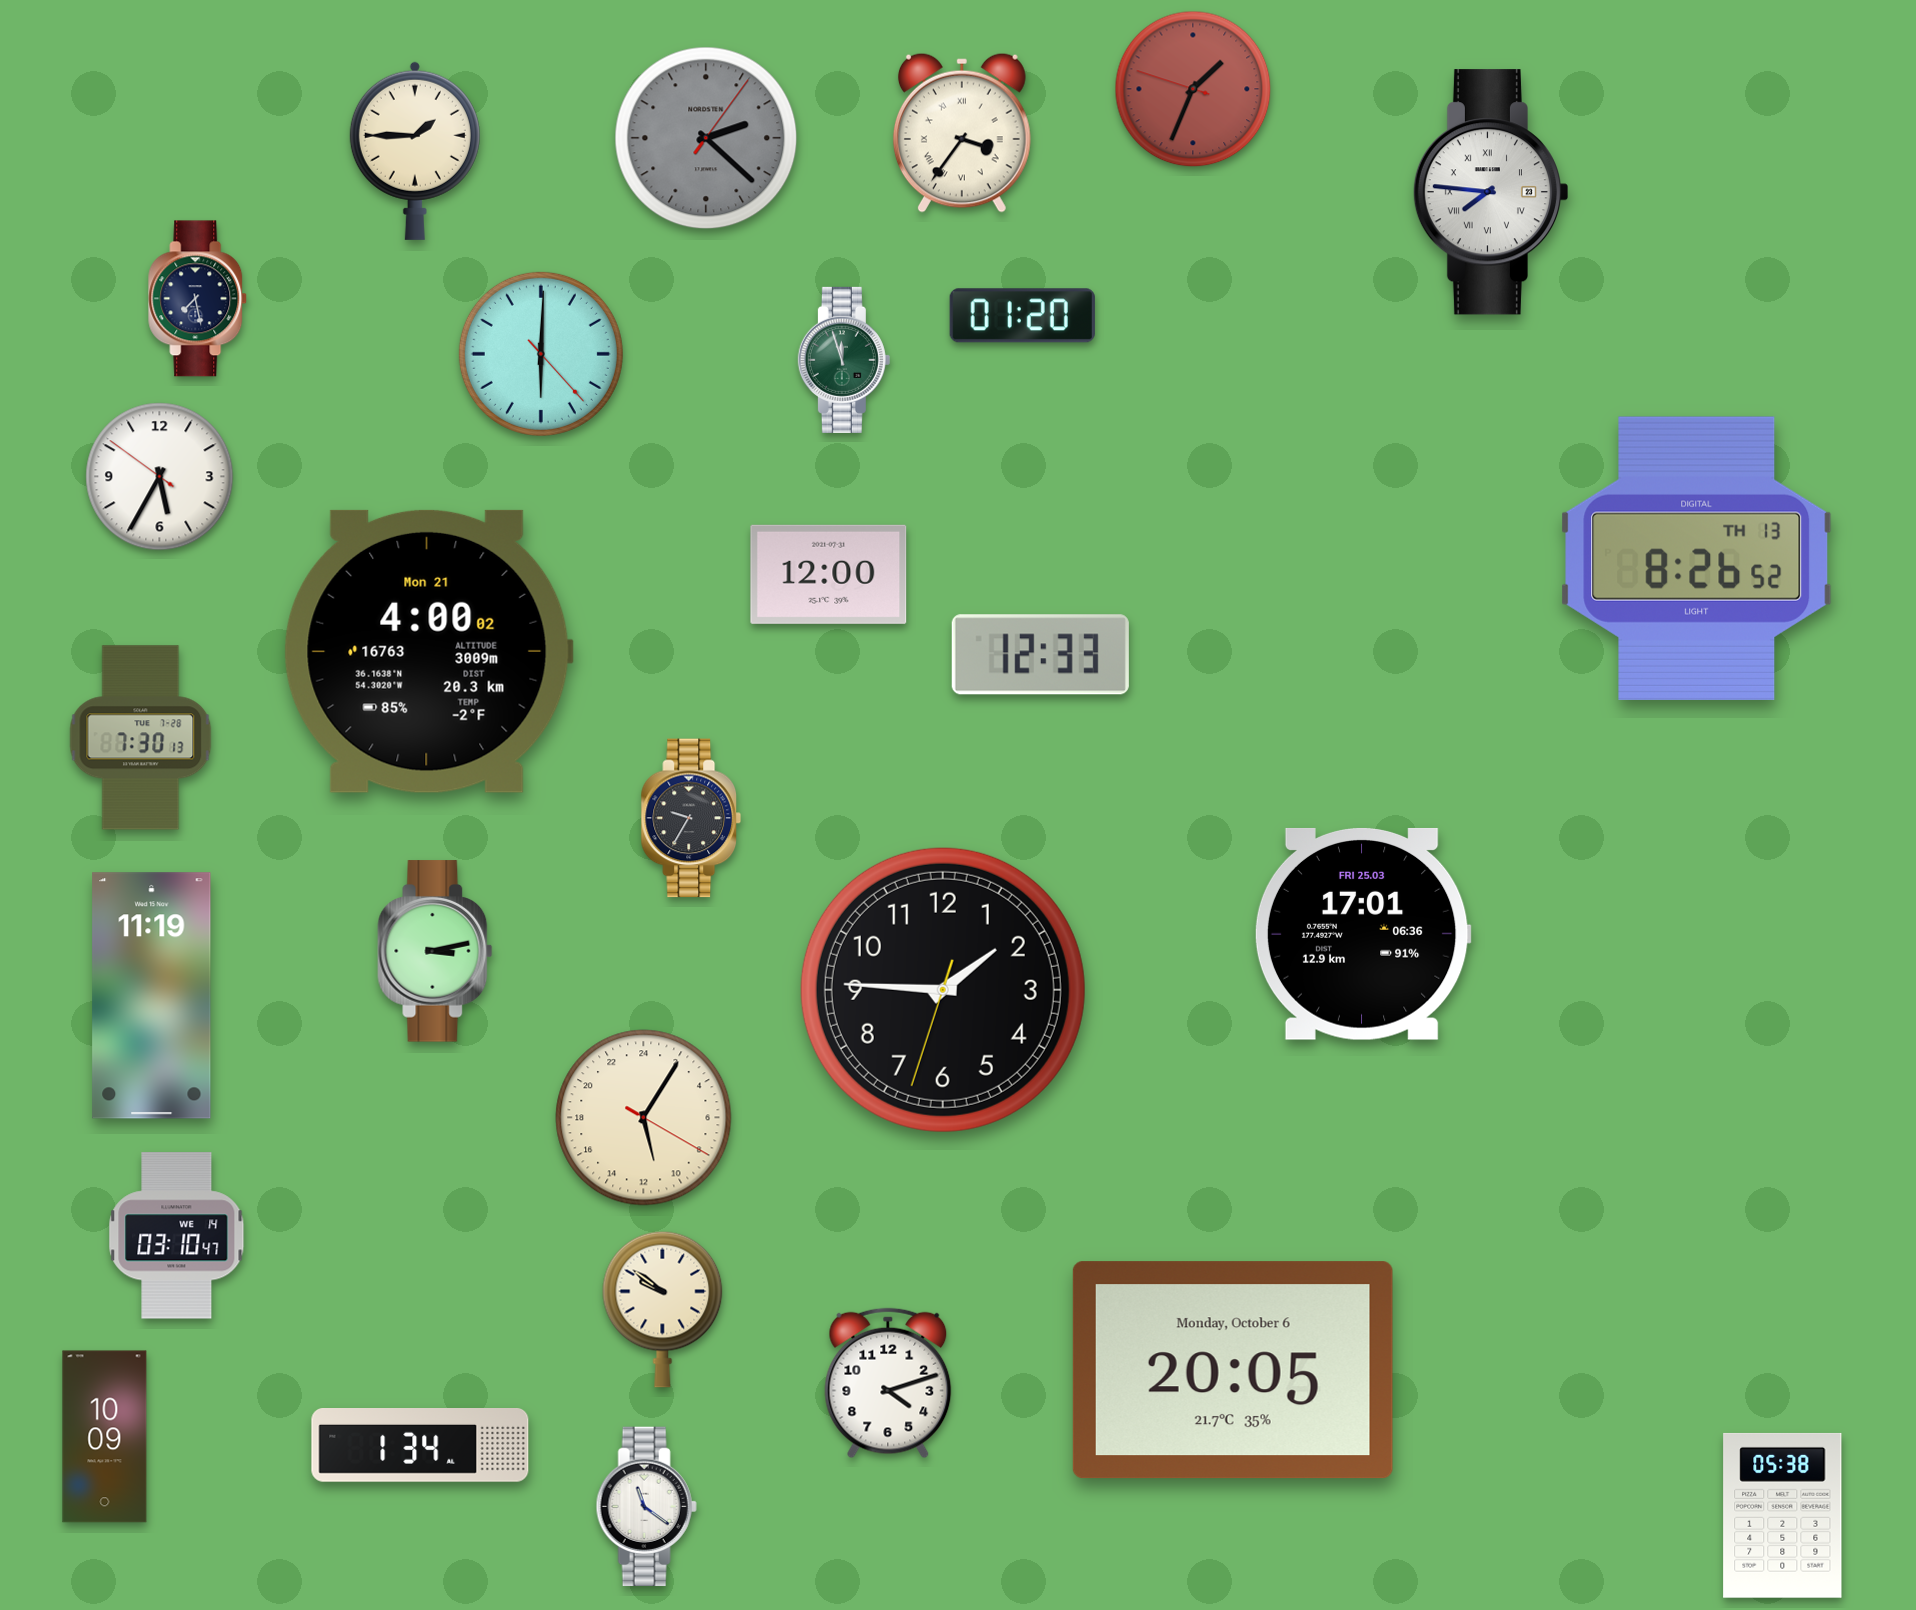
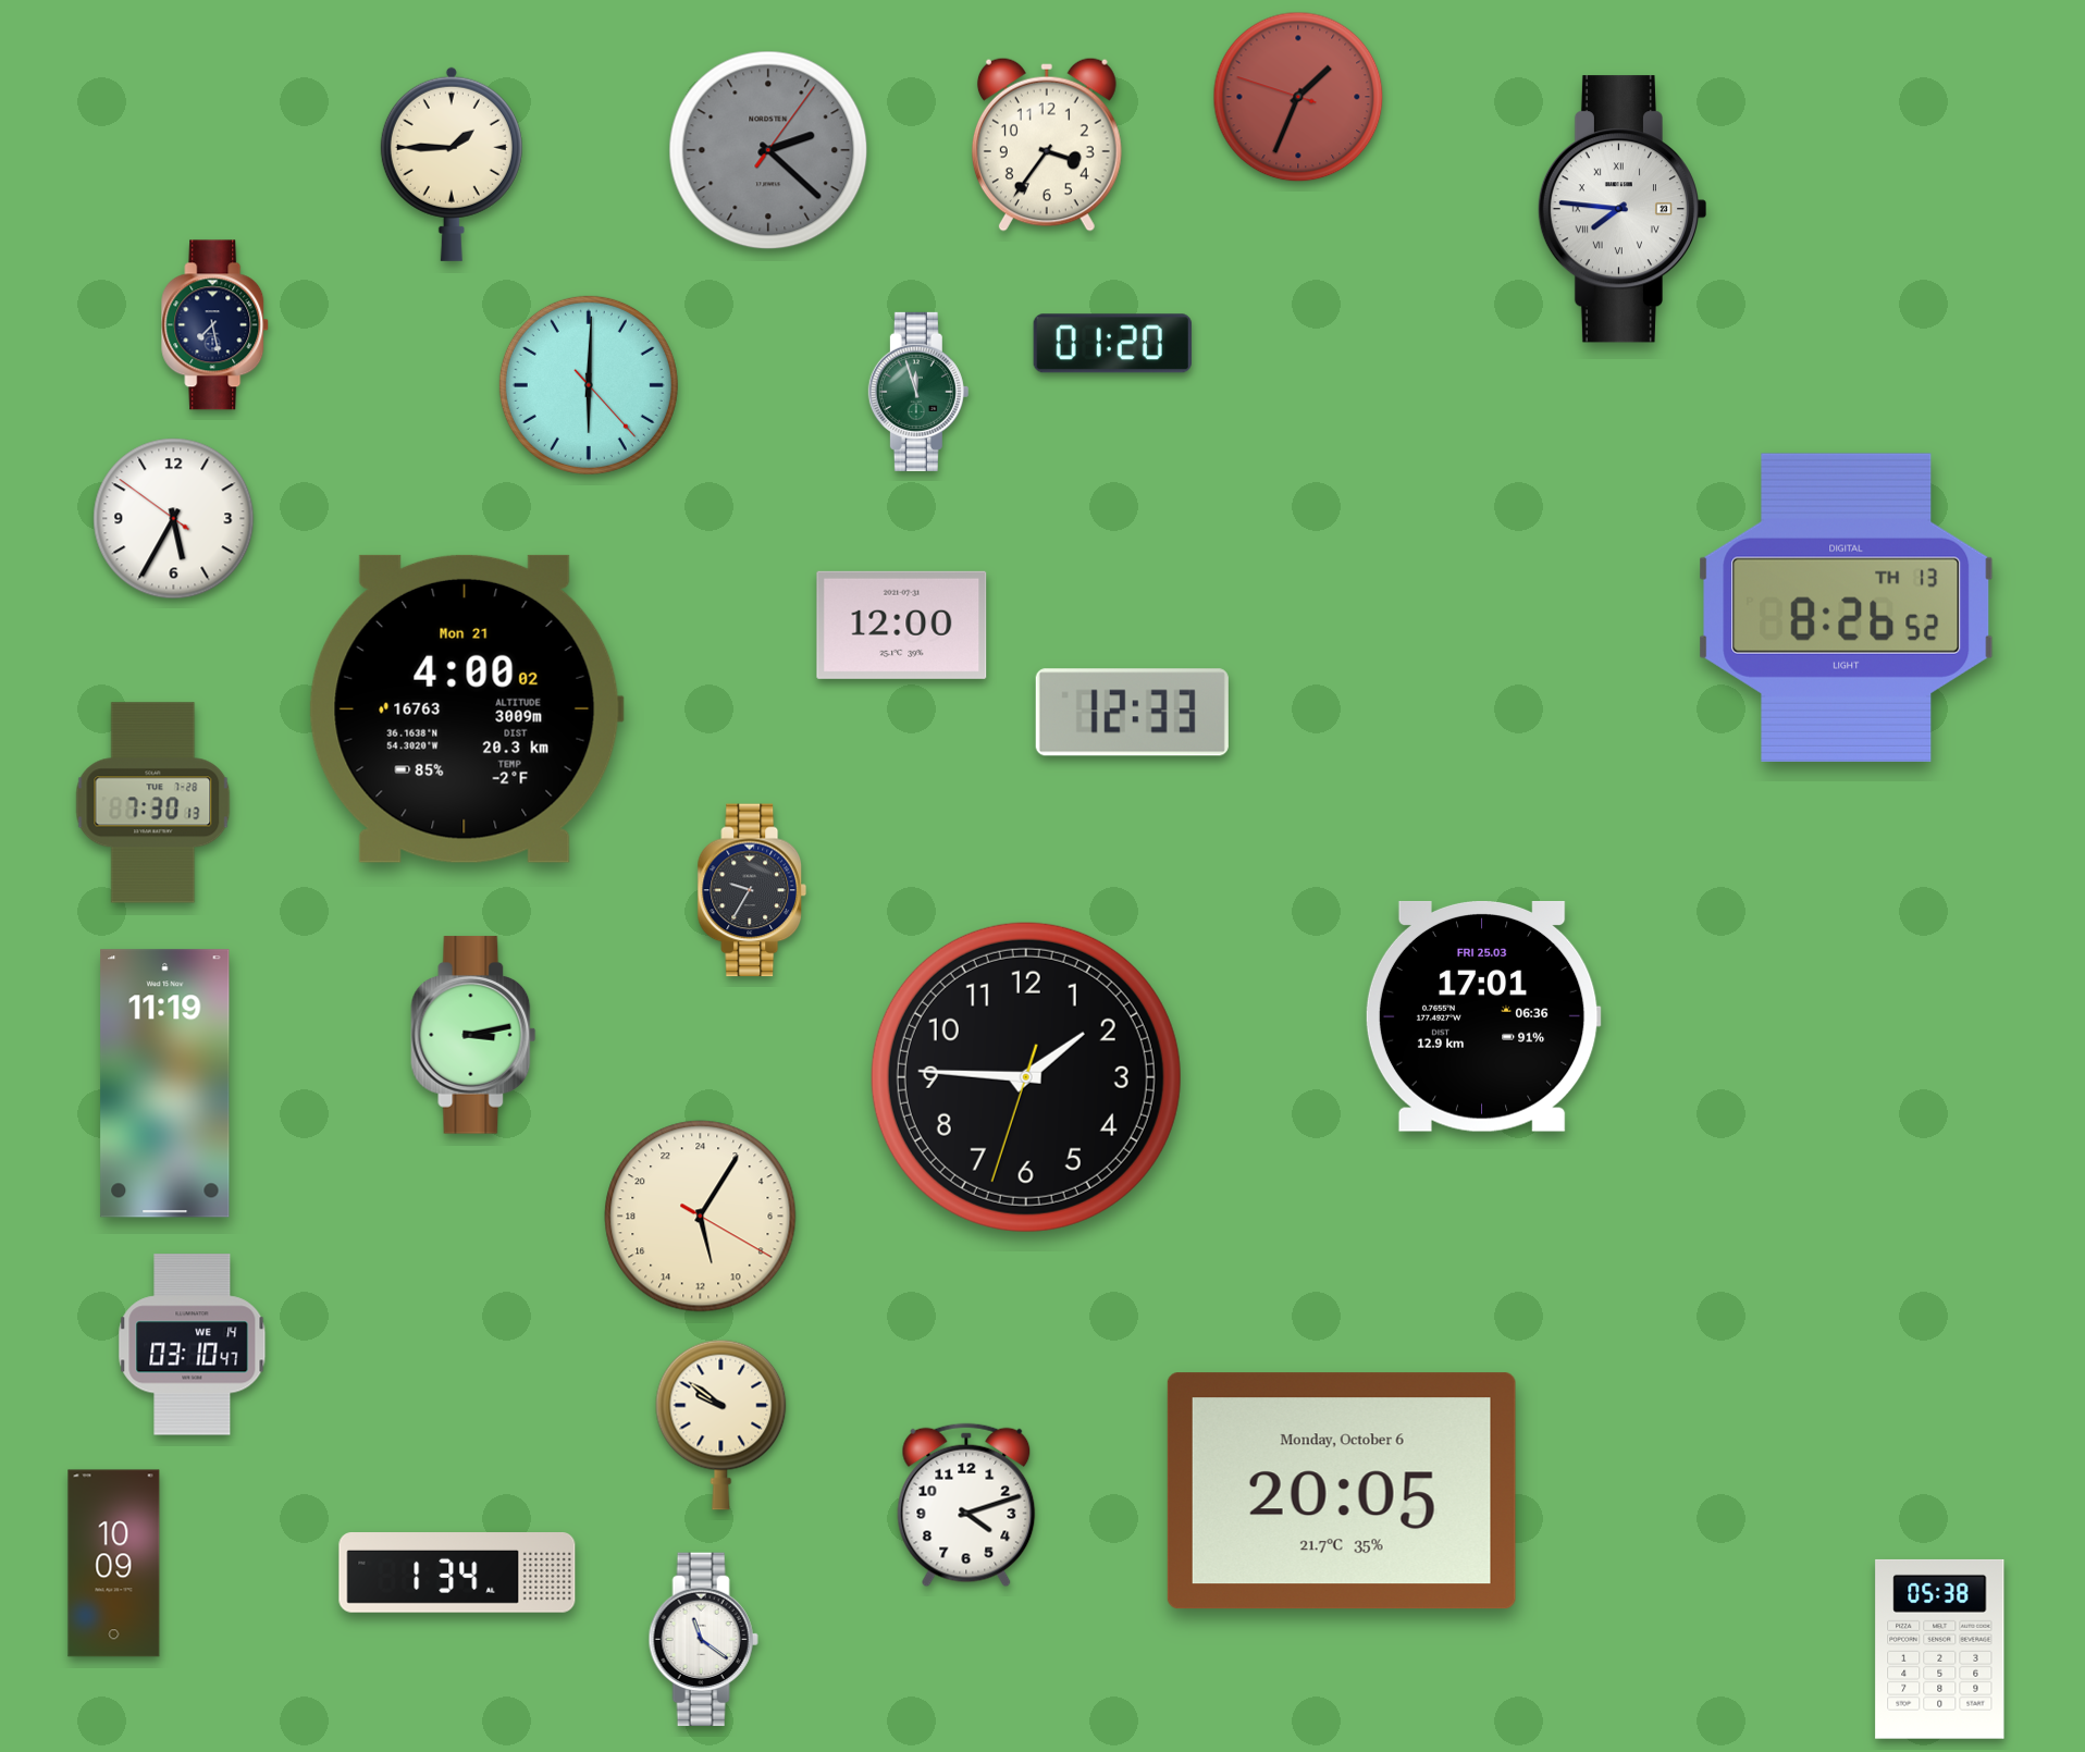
clock at (962, 133) numerals: Roman -> Arabic
